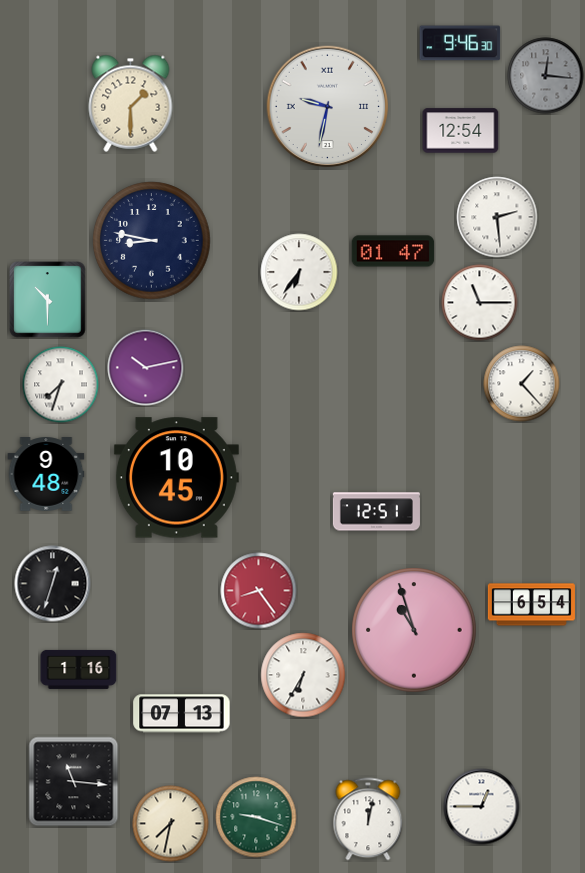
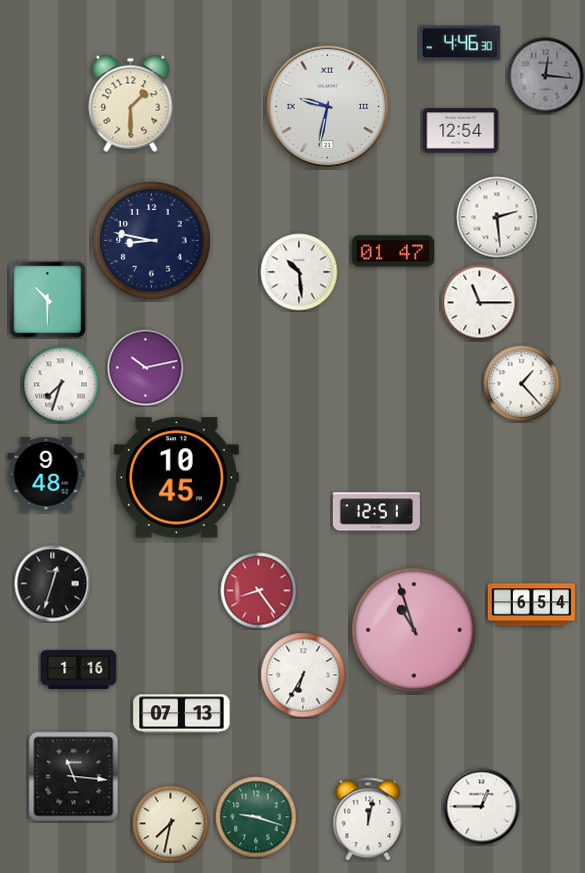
clock at (460, 43): 9:46 -> 4:46
clock at (299, 272): 6:36 -> 10:29
clock at (74, 782) position: (74, 782) -> (74, 777)
